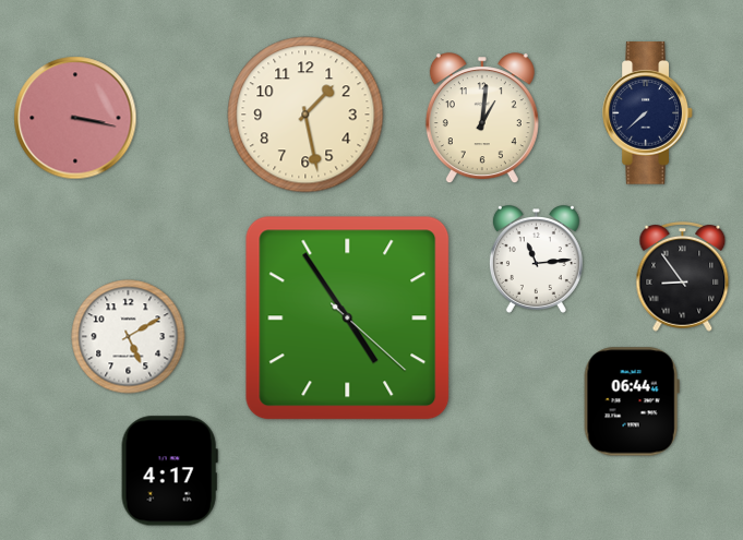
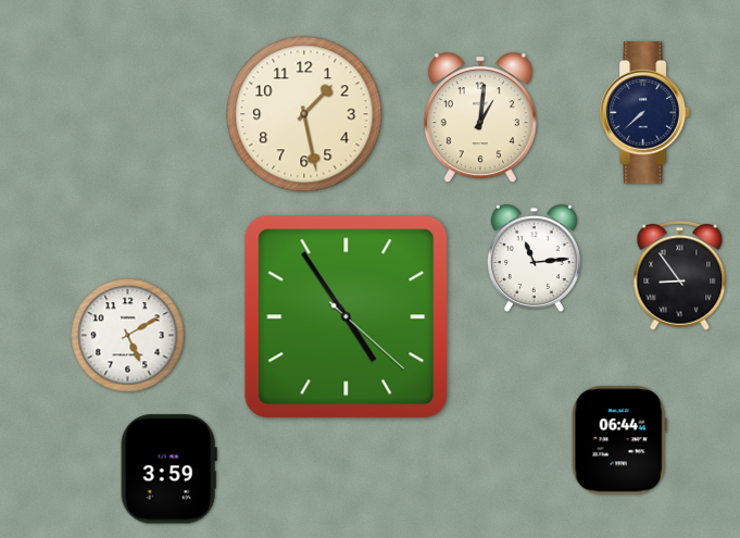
clock at (75, 118): 3:17 -> none
clock at (632, 401) position: (632, 401) -> (619, 440)
clock at (169, 471): 4:17 -> 3:59
